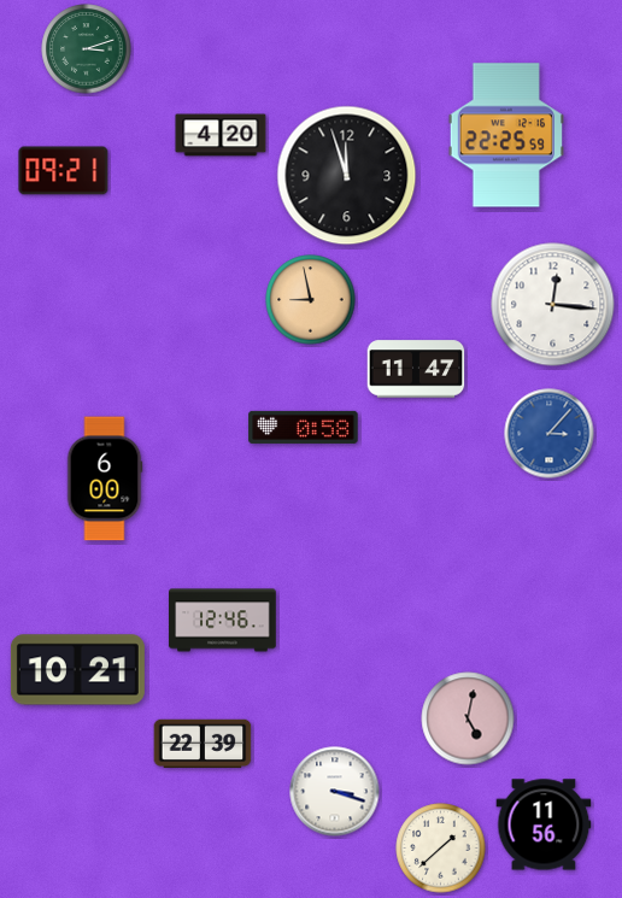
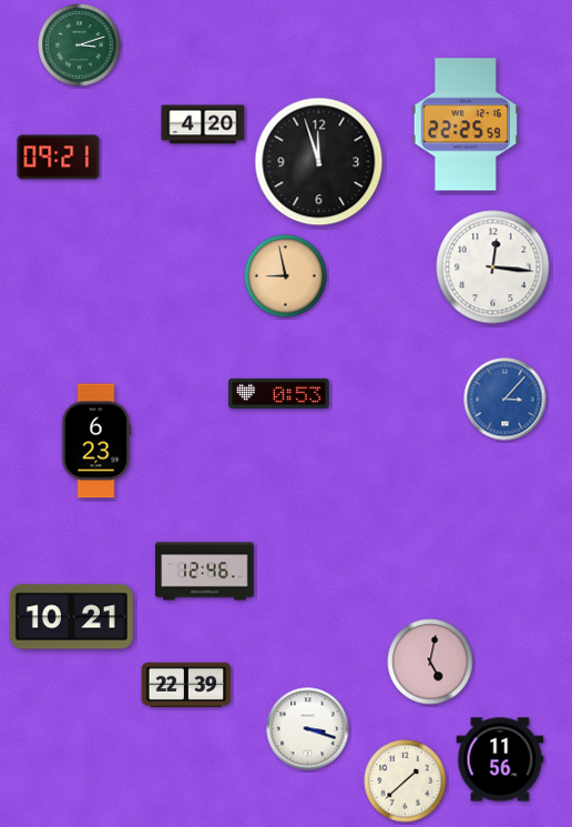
clock at (553, 305) position: (553, 305) -> (493, 268)
clock at (416, 369): 11:47 -> none
clock at (304, 427): 0:58 -> 0:53
clock at (105, 479): 6:00 -> 6:23
